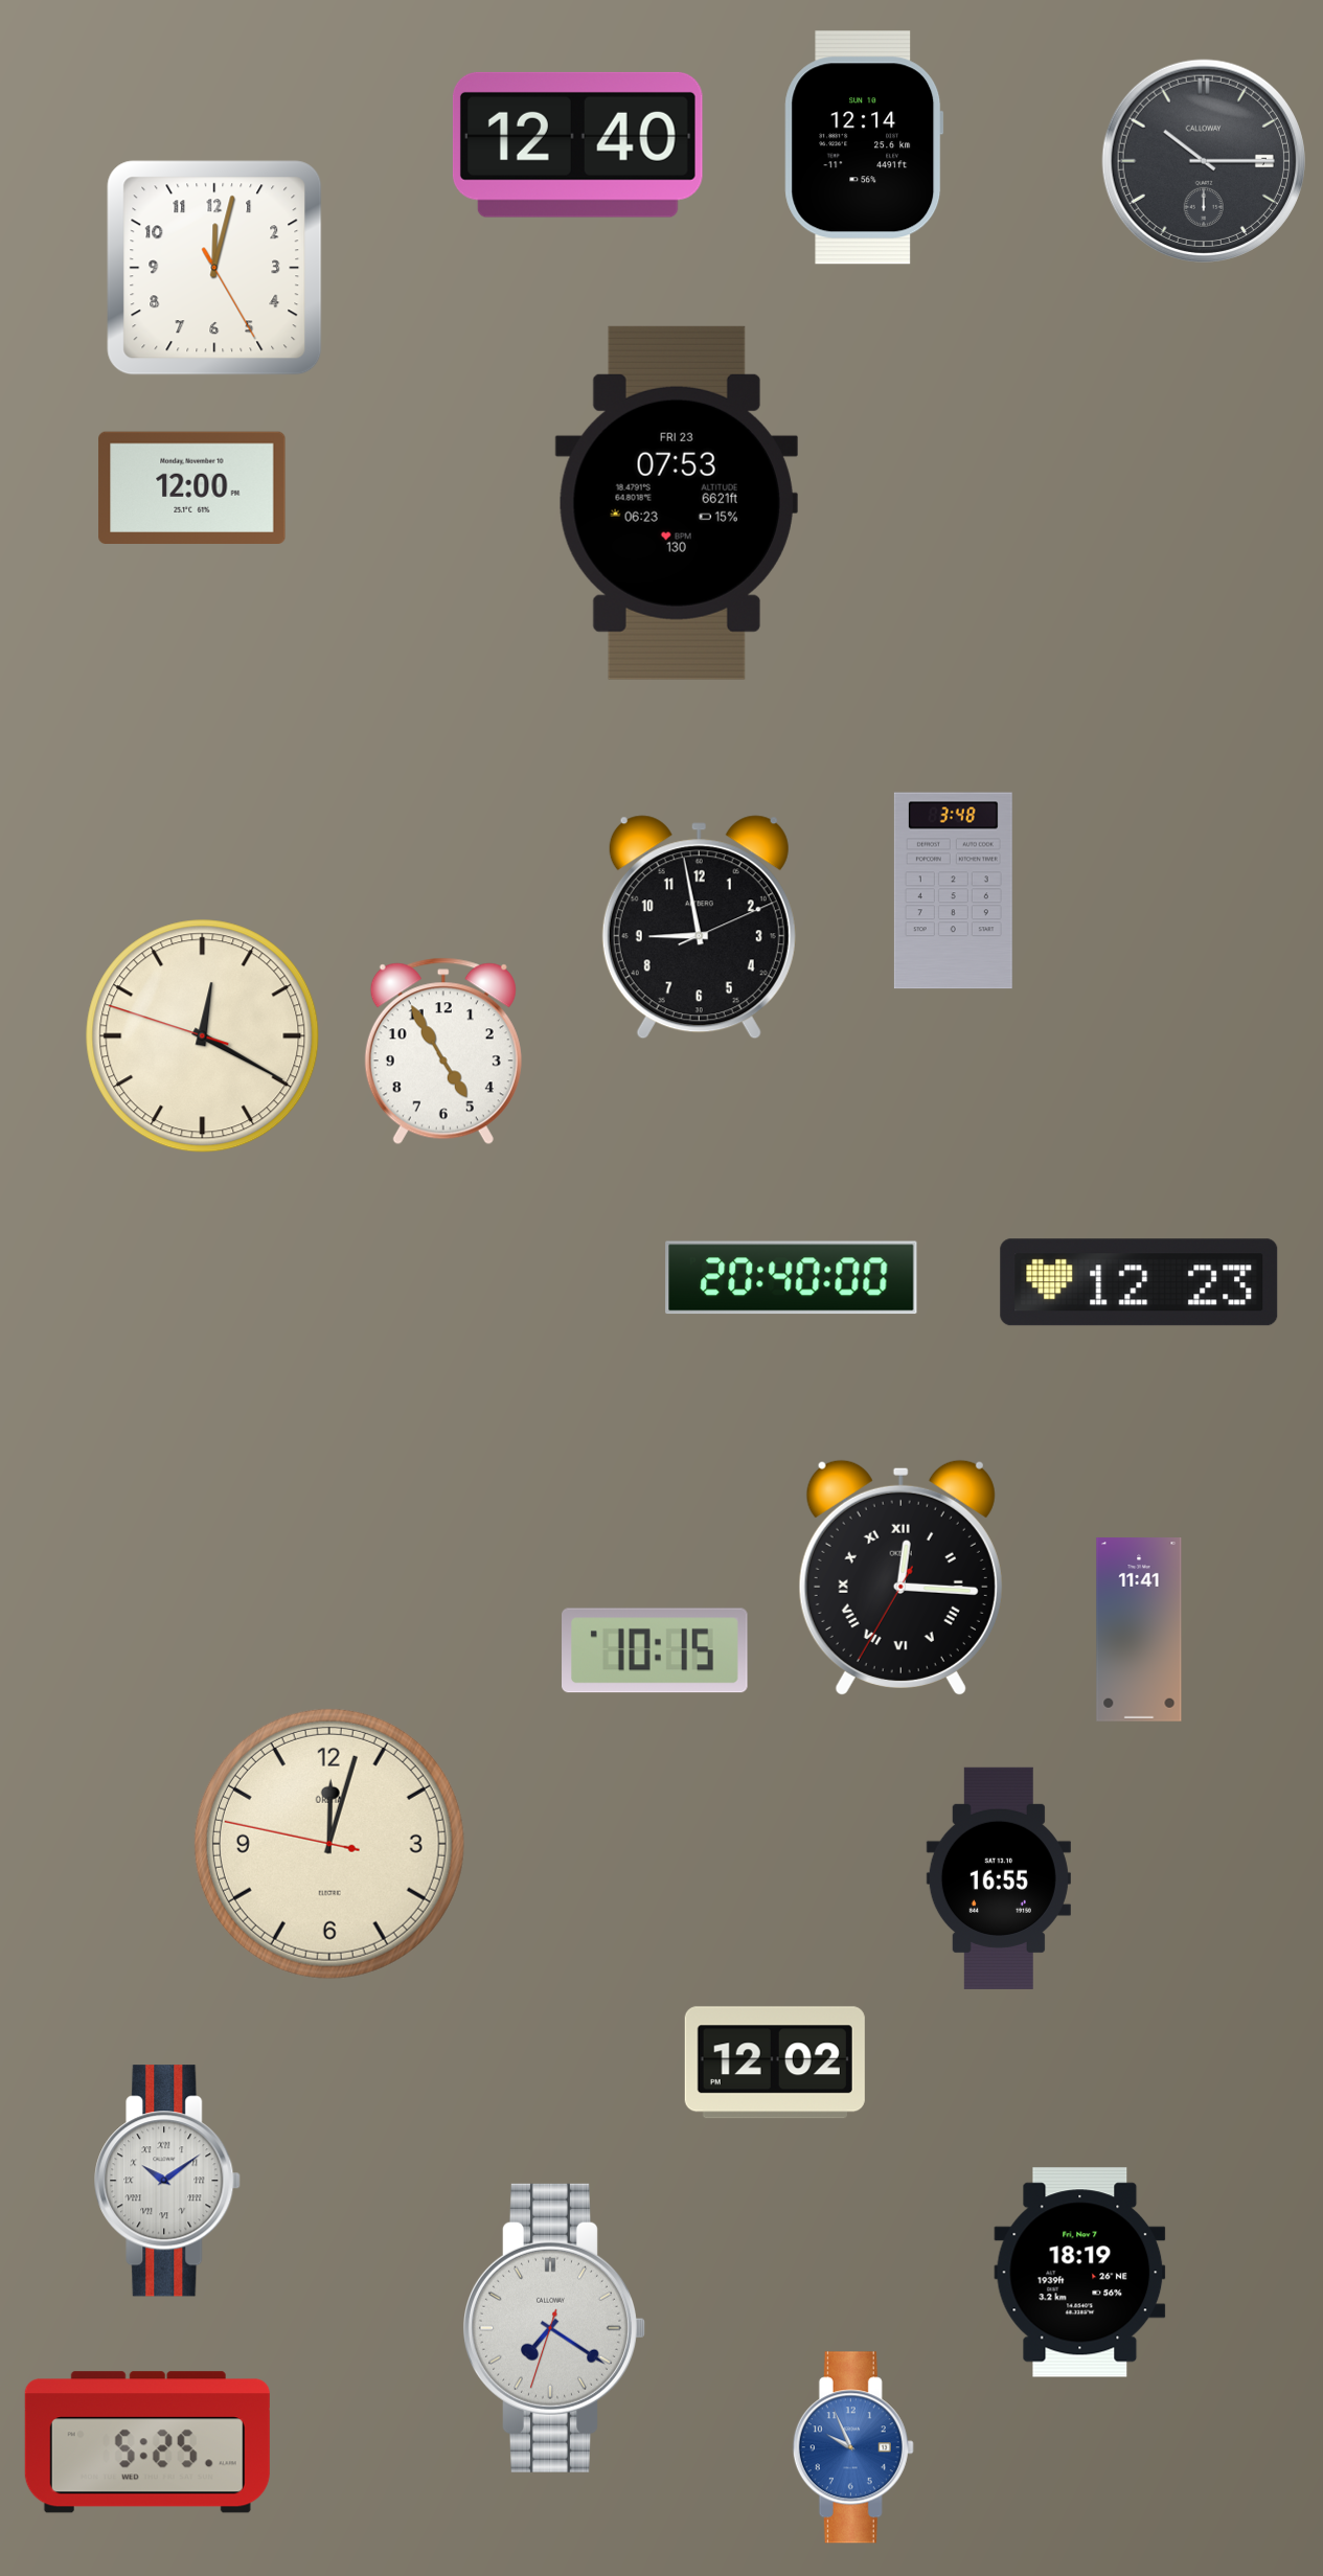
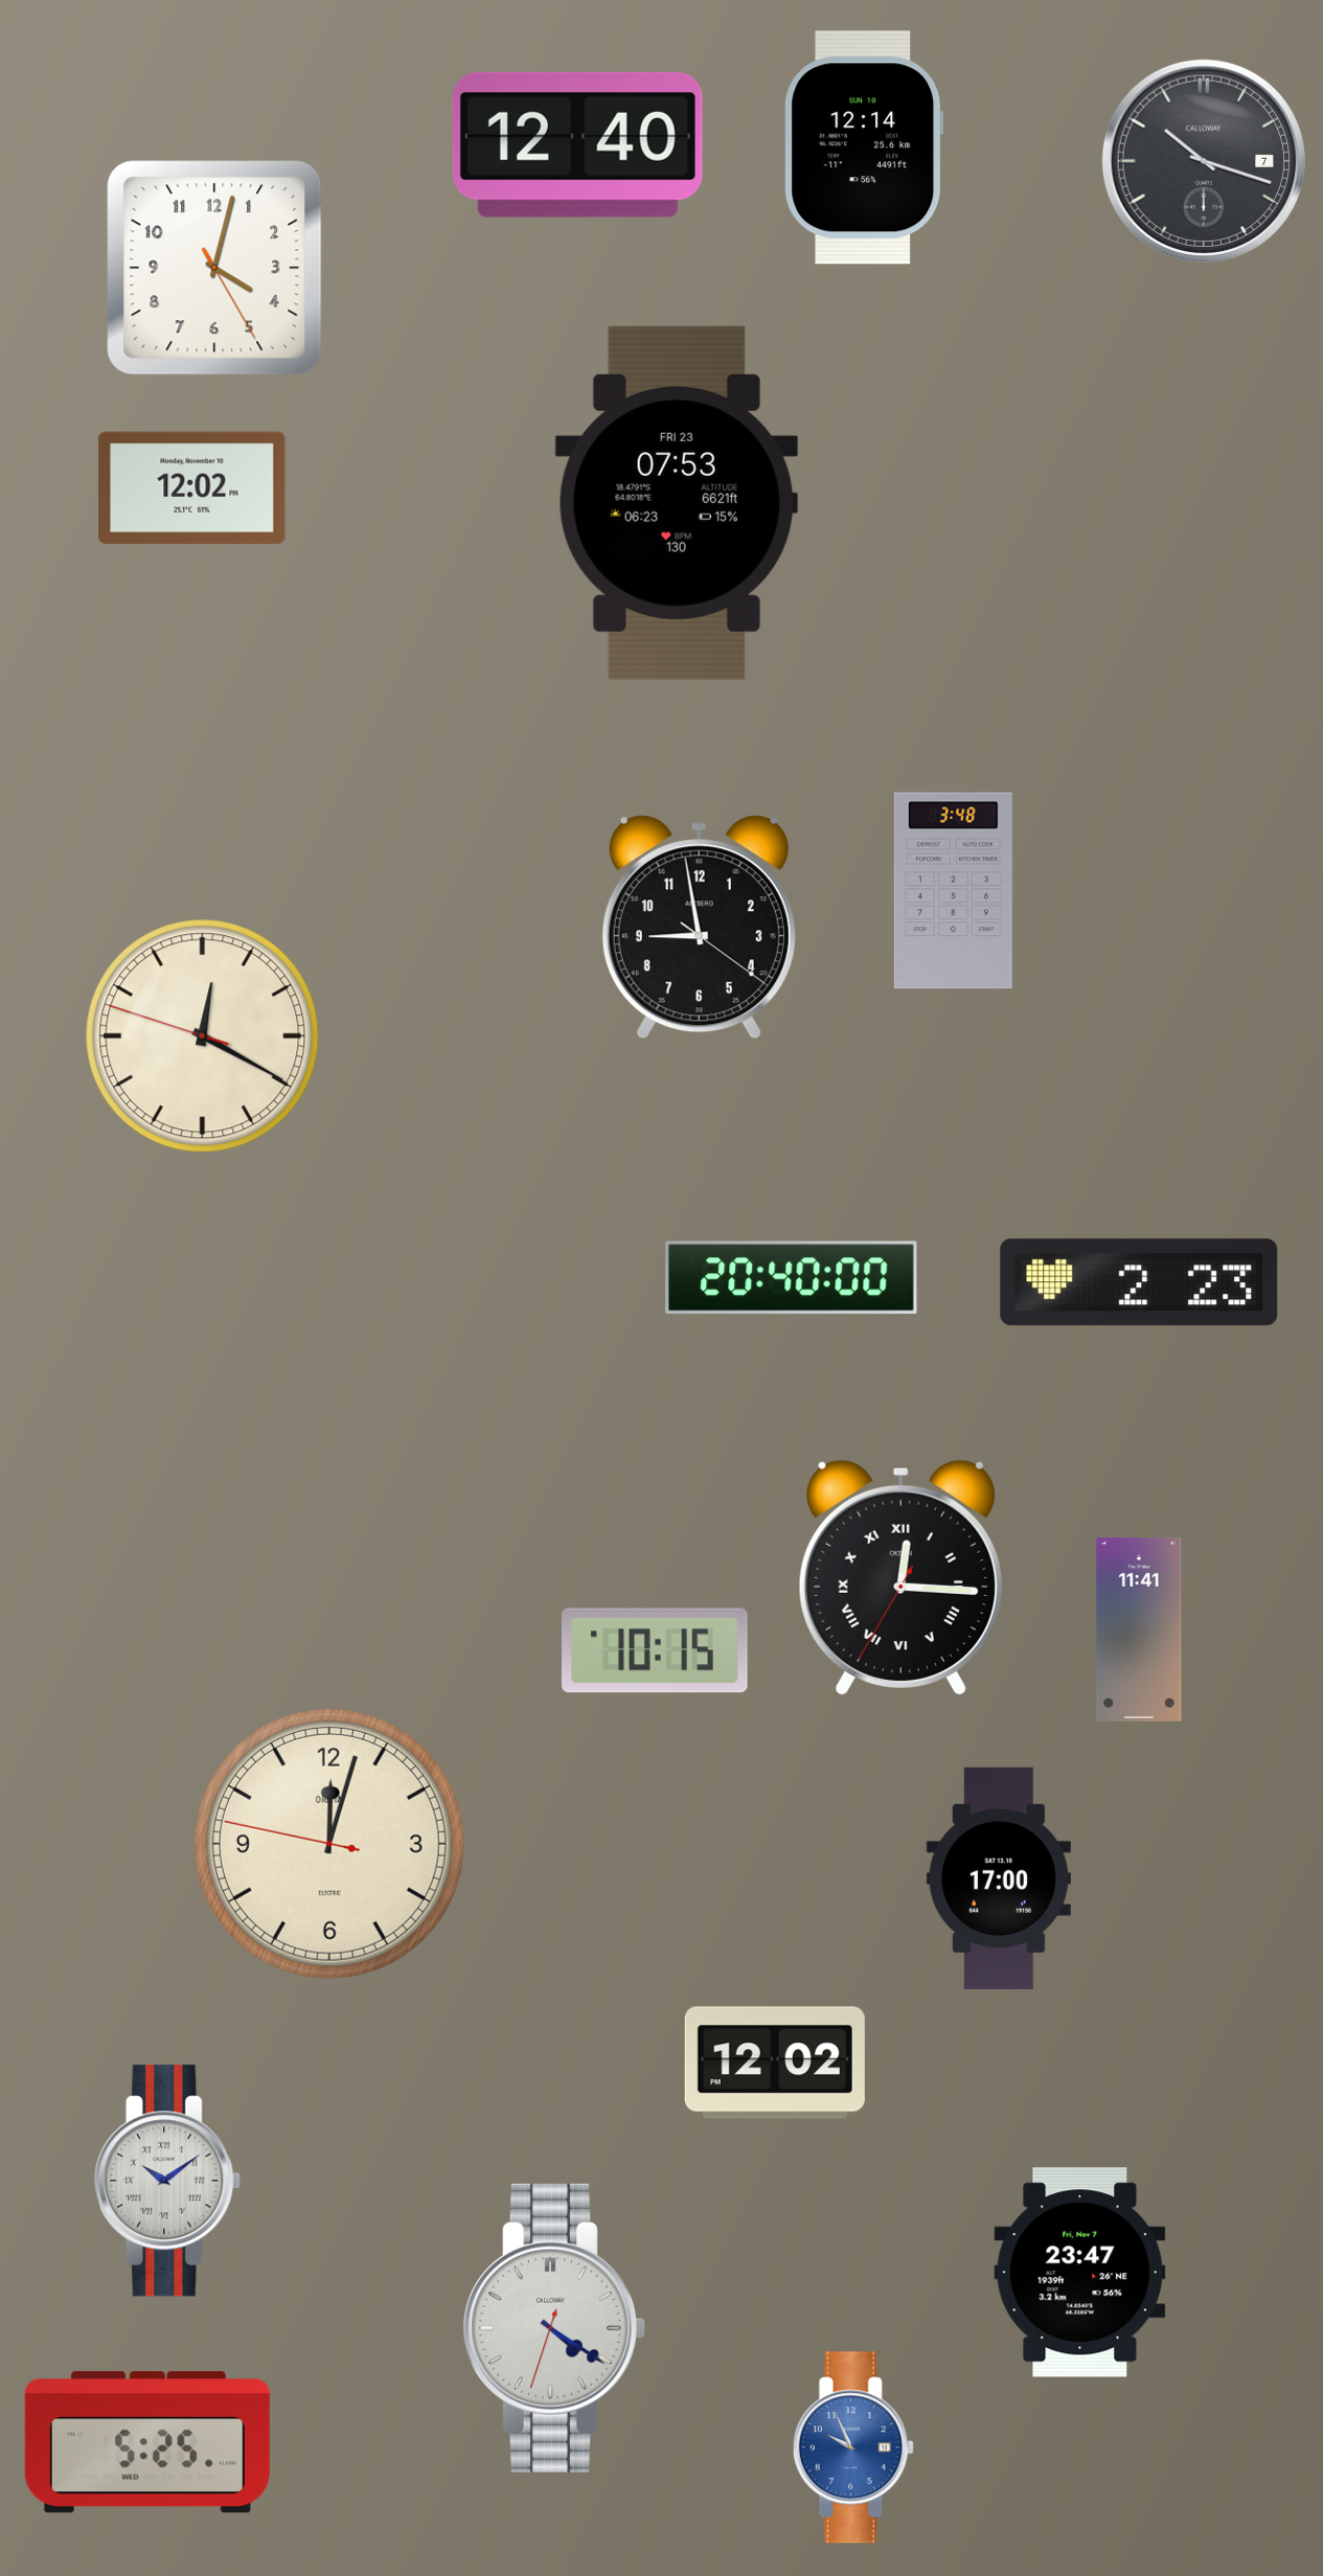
clock at (1204, 161): 10:15 -> 10:18
clock at (214, 268): 12:02 -> 4:02
clock at (192, 487): 12:00 -> 12:02
clock at (699, 928): 8:58:11 -> 8:58:21
clock at (443, 1051): 4:55 -> none
clock at (1139, 1282): 12:23 -> 2:23
clock at (999, 1878): 16:55 -> 17:00
clock at (1080, 2273): 18:19 -> 23:47
clock at (554, 2328): 7:20 -> 4:20
